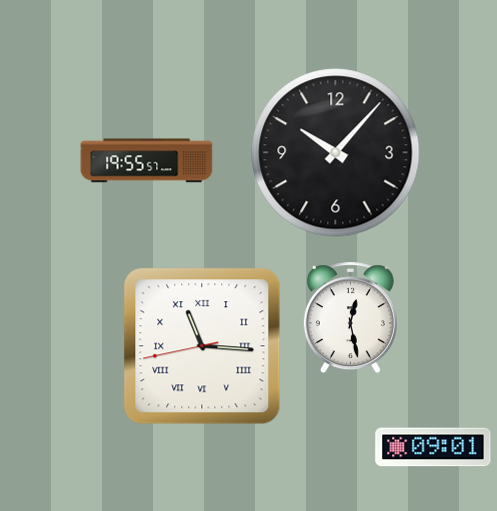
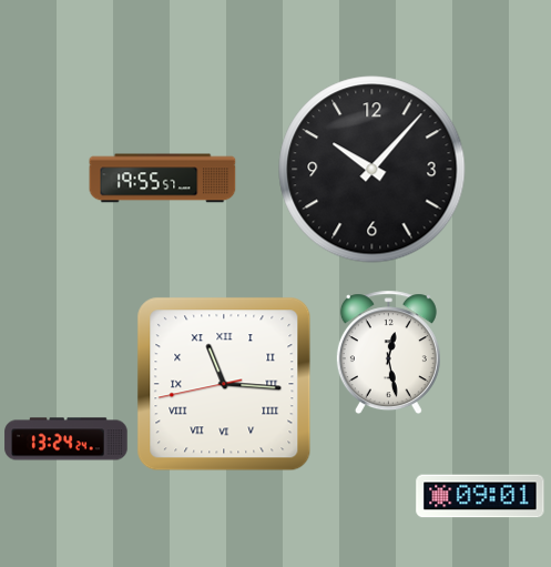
clock at (67, 439): none -> 13:24
